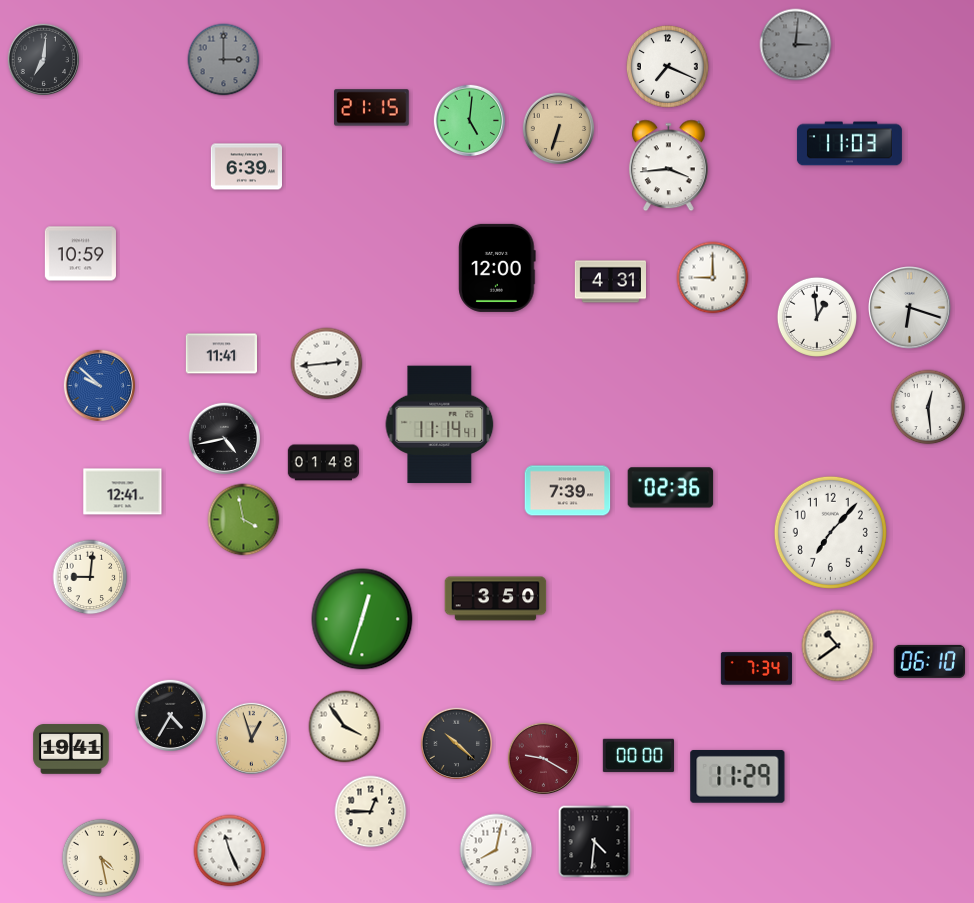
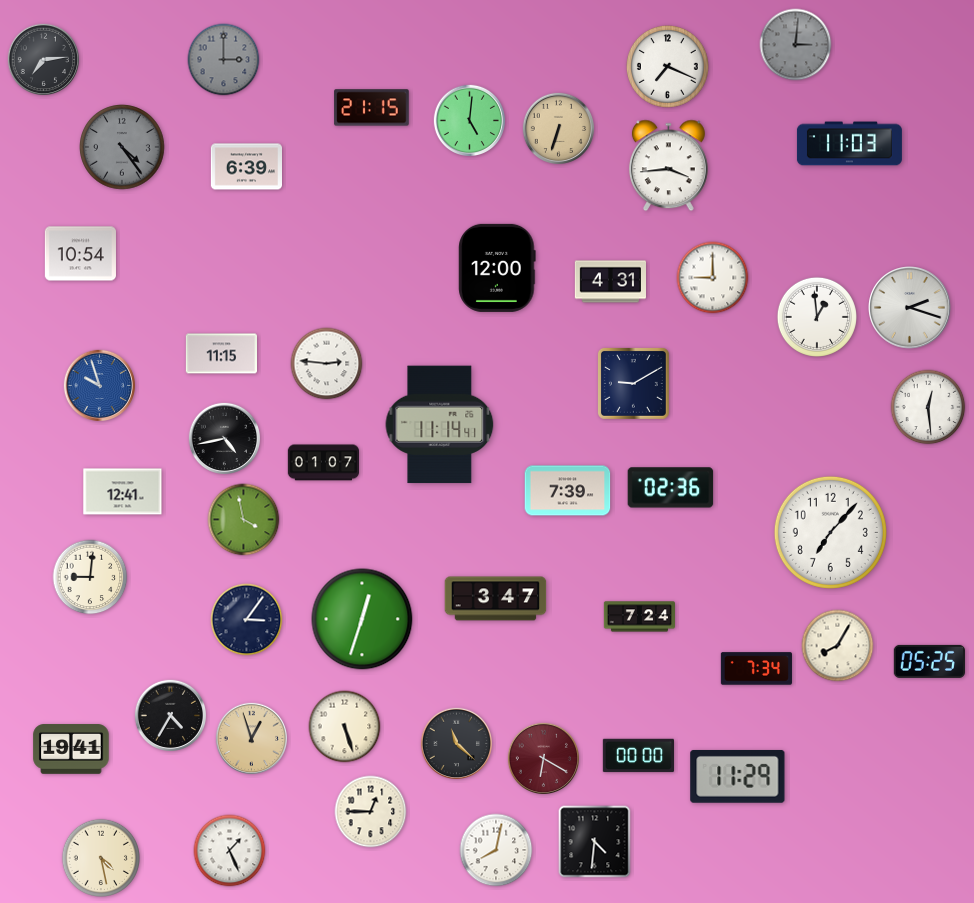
clock at (43, 59): 7:01 -> 7:14
clock at (122, 147): none -> 4:24
clock at (80, 254): 10:59 -> 10:54
clock at (910, 308): 6:18 -> 2:18
clock at (221, 354): 11:41 -> 11:15
clock at (327, 364): 2:44 -> 2:46
clock at (633, 383): none -> 9:10
clock at (99, 385): 9:52 -> 9:57
clock at (323, 463): 01:48 -> 01:07
clock at (496, 599): 3:50 -> 3:47
clock at (639, 617): none -> 7:24
clock at (247, 620): none -> 3:06
clock at (838, 646): 10:39 -> 8:05
clock at (929, 661): 06:10 -> 05:25
clock at (345, 727): 3:54 -> 5:27
clock at (456, 743): 10:22 -> 11:22
clock at (543, 758): 9:20 -> 6:20
clock at (230, 851): 11:26 -> 1:26
